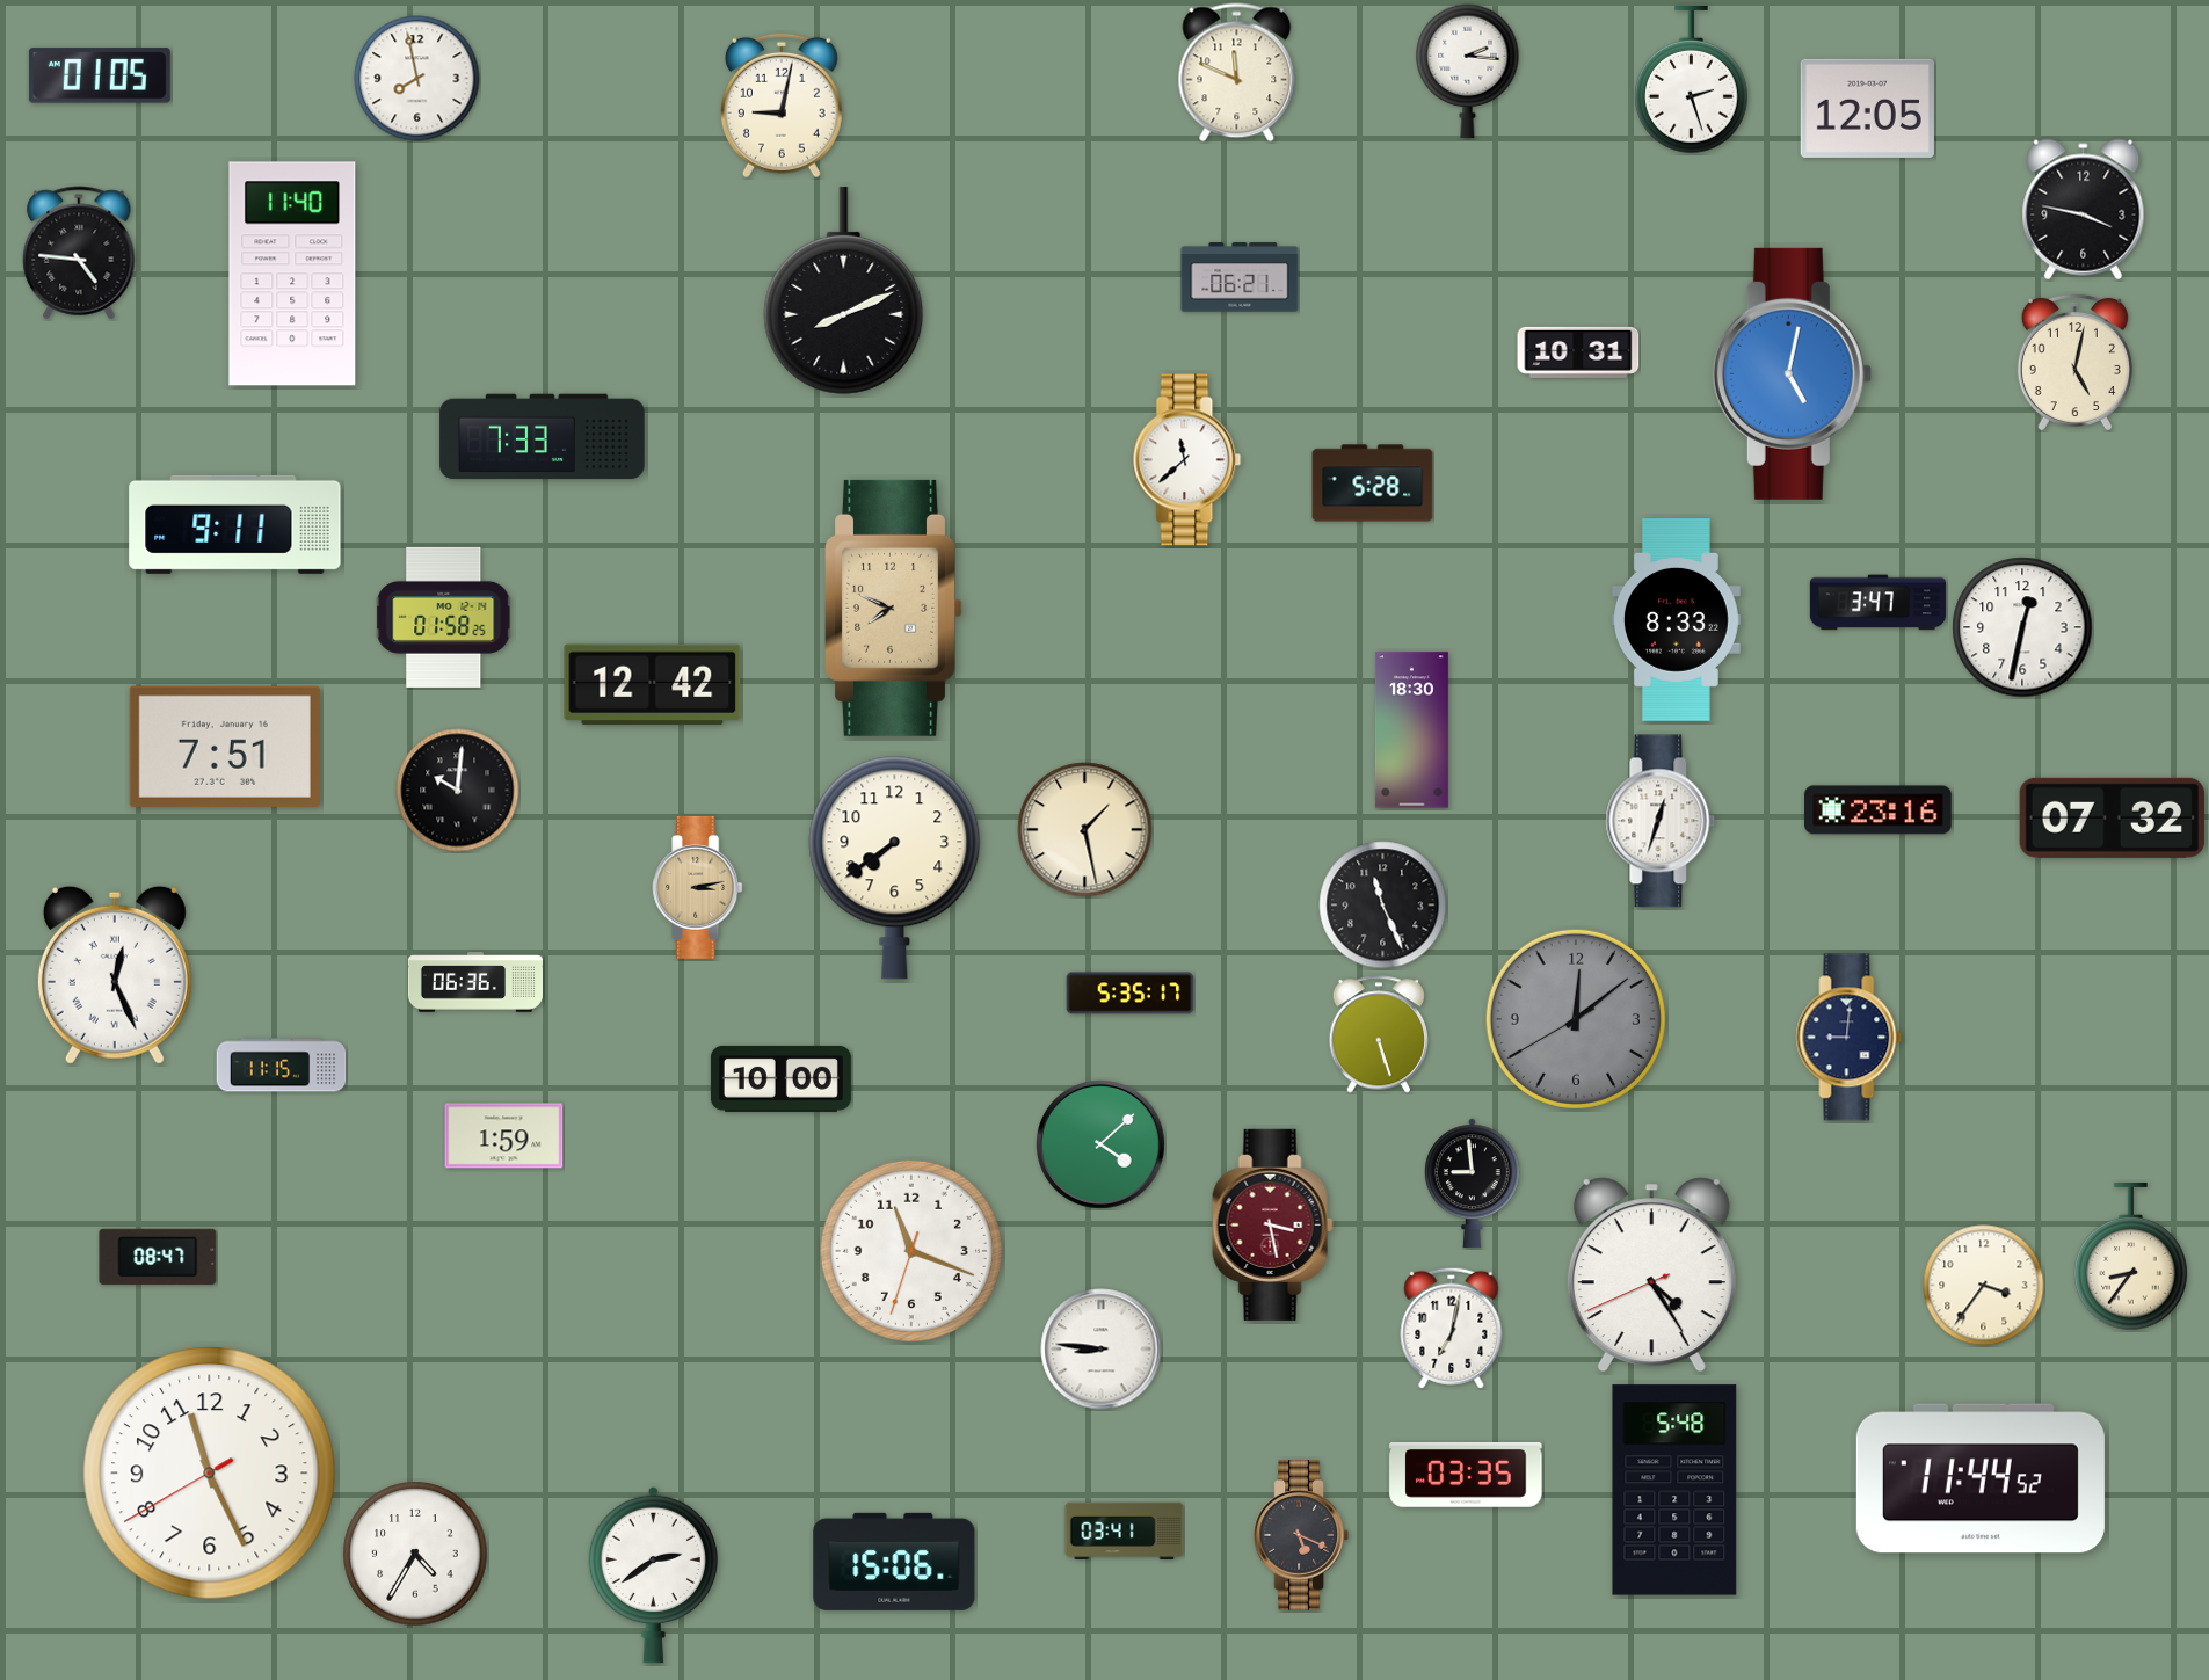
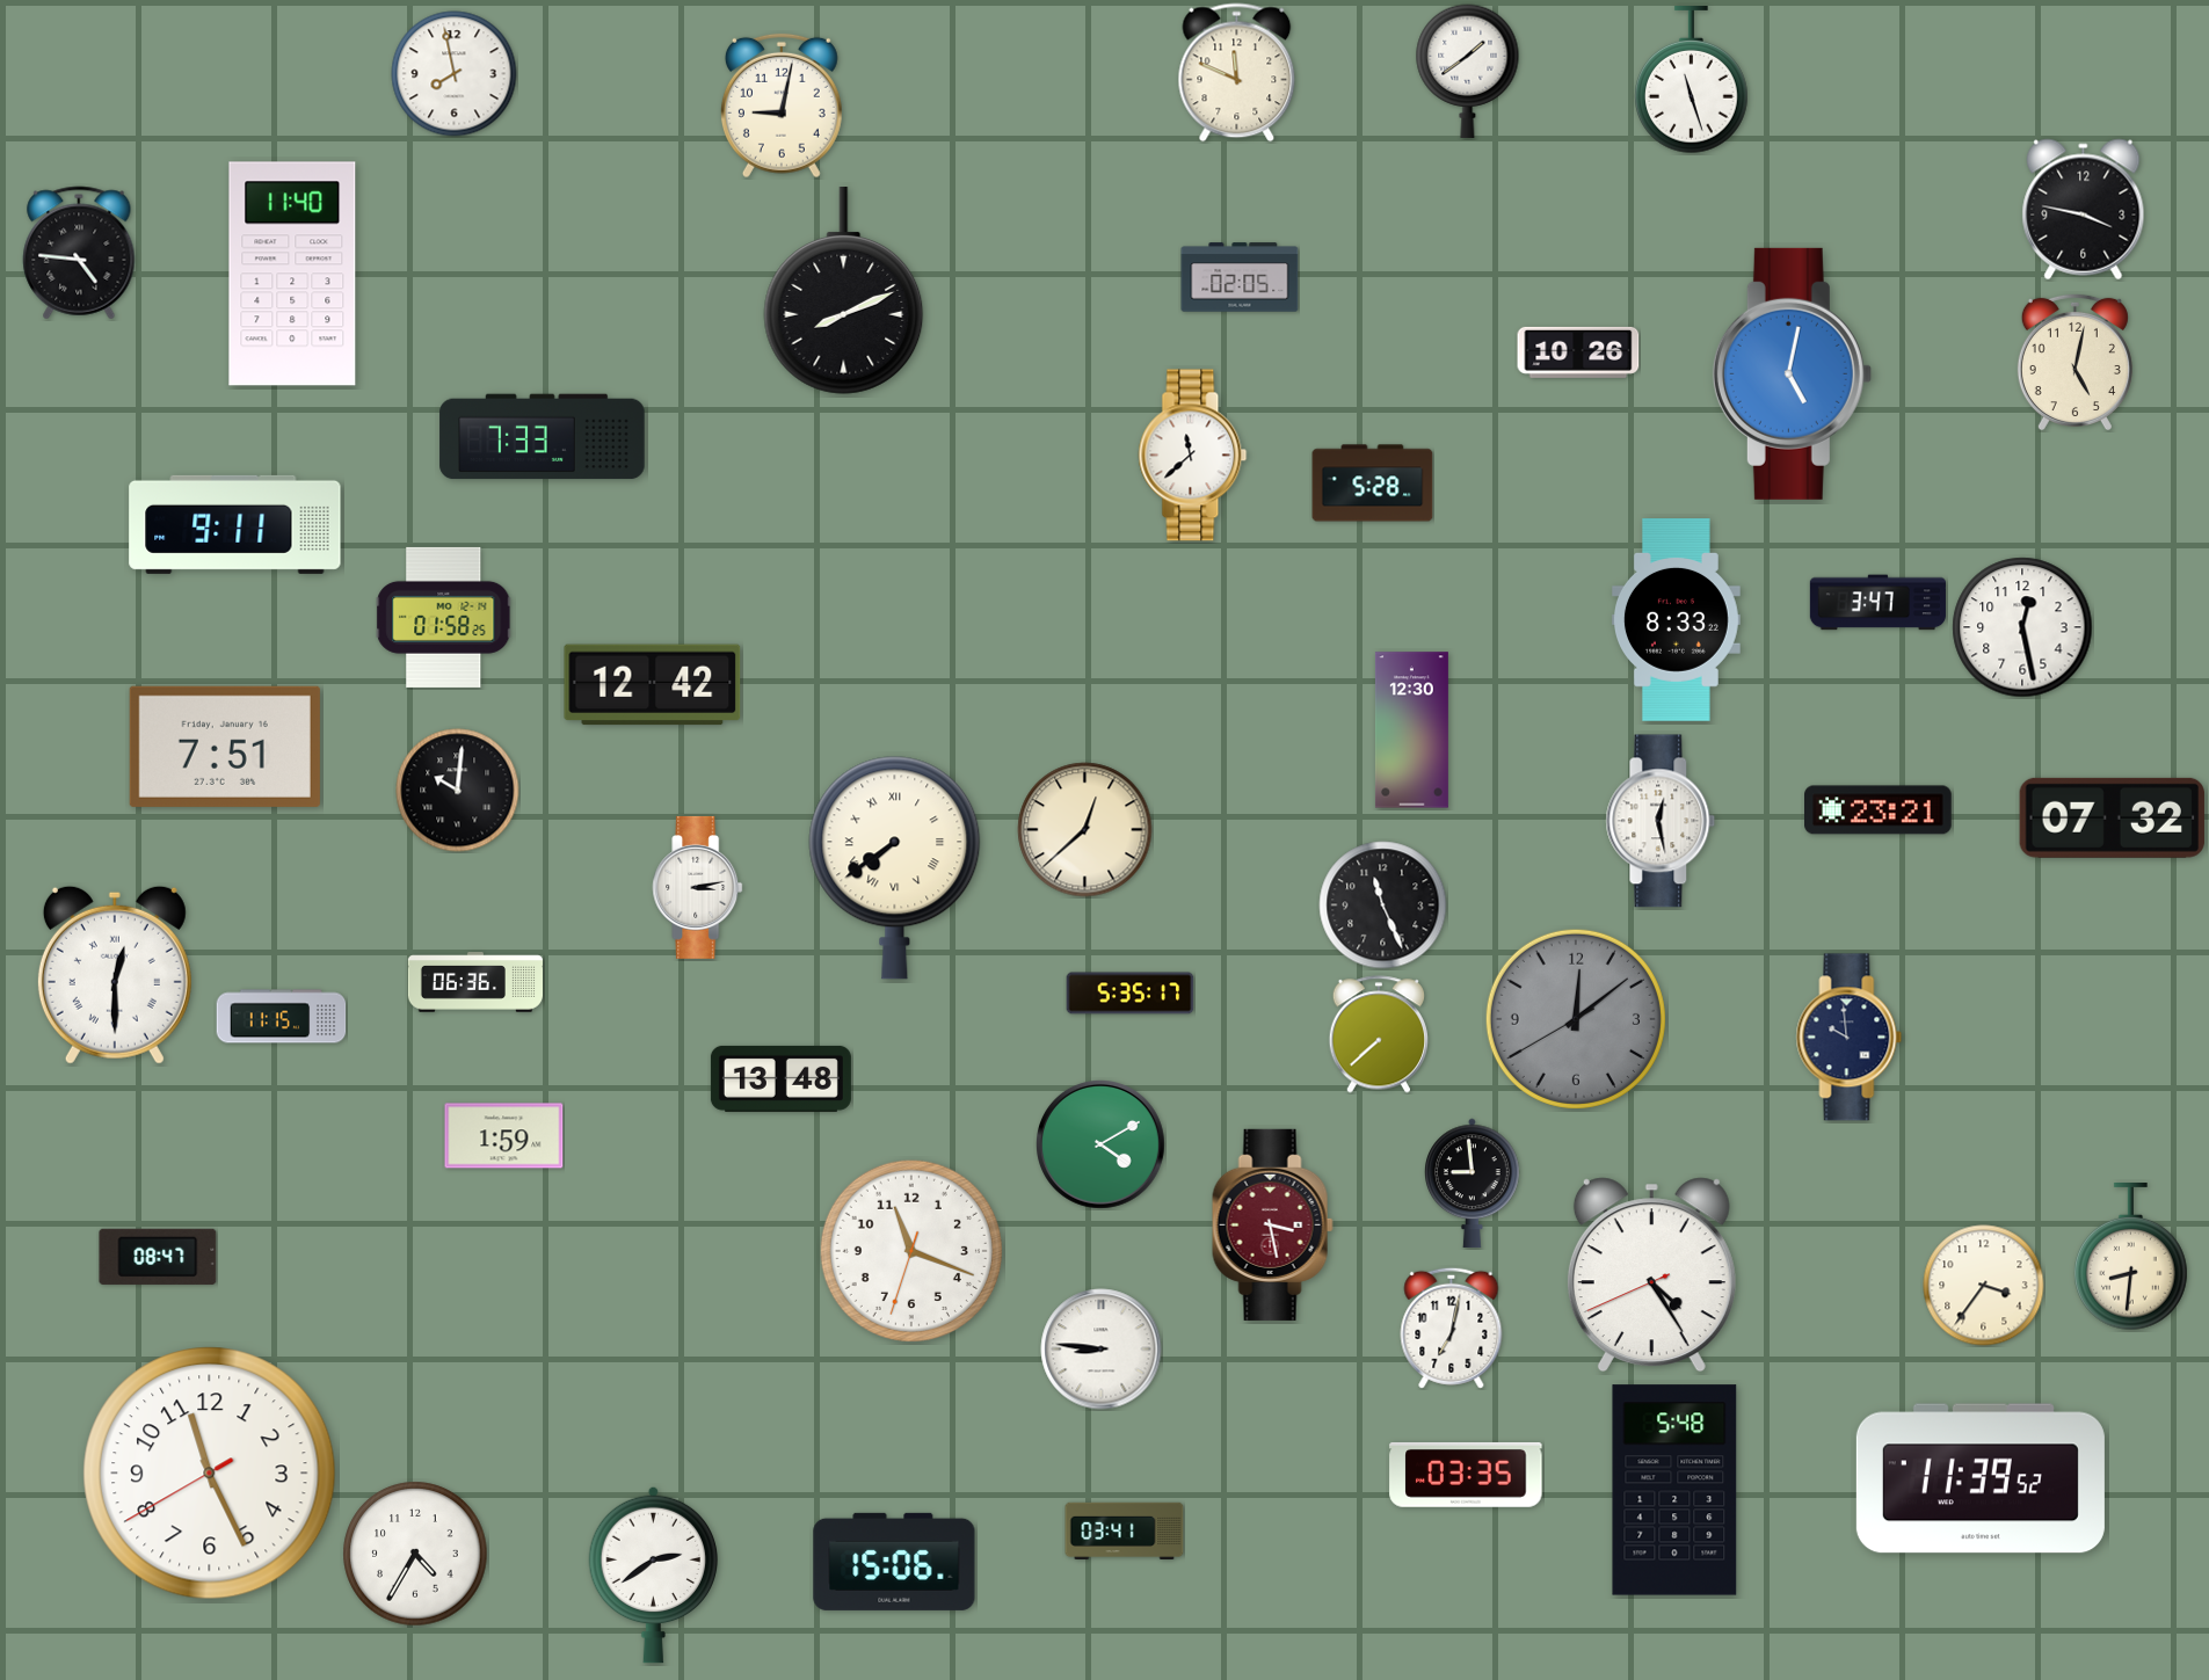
clock at (1468, 71): 2:16 -> 1:39
clock at (100, 75): 01:05 -> none
clock at (417, 79) position: (417, 79) -> (455, 74)
clock at (1692, 81): 2:27 -> 11:27
clock at (1867, 108): 12:05 -> none
clock at (1240, 277): 06:21 -> 02:05
clock at (1578, 352): 10:31 -> 10:26
clock at (1187, 460) position: (1187, 460) -> (1193, 456)
clock at (894, 608): 7:49 -> none
clock at (2022, 627): 12:32 -> 12:28
clock at (1411, 730): 18:30 -> 12:30
clock at (1879, 810): 23:16 -> 23:21
clock at (1661, 821): 12:33 -> 12:28
clock at (1085, 830): 1:28 -> 12:38
clock at (895, 867) numerals: Arabic -> Roman
clock at (698, 887) dial: champagne -> white
clock at (115, 975): 12:26 -> 12:30
clock at (1378, 1034): 5:27 -> 7:38
clock at (1850, 1038): 9:01 -> 9:59
clock at (282, 1066) position: (282, 1066) -> (282, 1017)
clock at (780, 1078): 10:00 -> 13:48
clock at (1102, 1146): 4:08 -> 4:10
clock at (2131, 1258): 8:36 -> 8:31
clock at (1981, 1478): 11:44 -> 11:39
clock at (1301, 1535): 5:19 -> none
